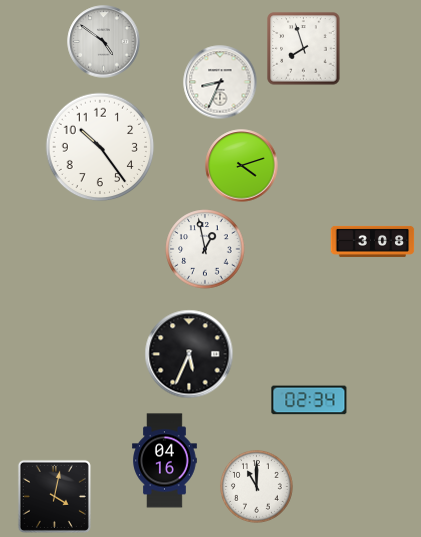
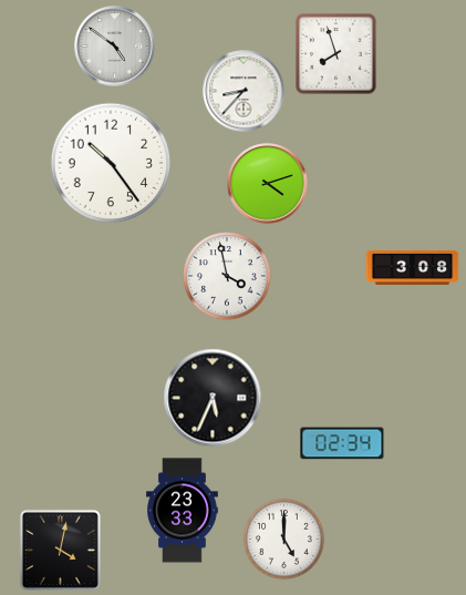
clock at (220, 82): 8:34 -> 8:37
clock at (205, 249): 12:58 -> 3:58
clock at (189, 354) position: (189, 354) -> (213, 398)
clock at (165, 461): 04:16 -> 23:33
clock at (256, 486): 11:00 -> 5:00
